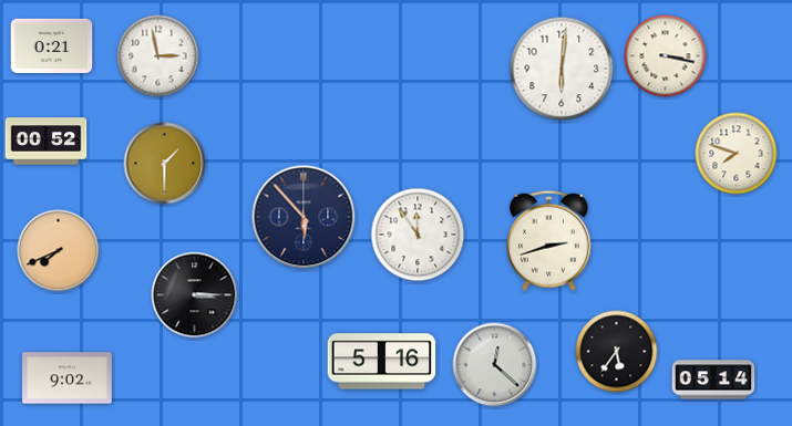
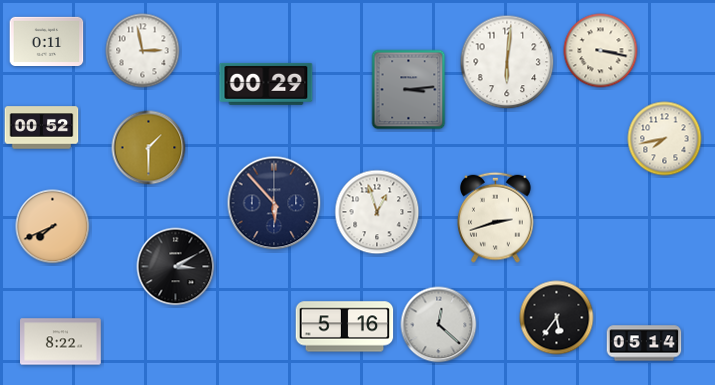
clock at (52, 45): 0:21 -> 0:11
clock at (266, 84): none -> 00:29
clock at (409, 90): none -> 3:14
clock at (737, 154): 7:48 -> 7:43
clock at (304, 217) position: (304, 217) -> (274, 203)
clock at (418, 235): 11:54 -> 12:57
clock at (195, 295): 3:15 -> 3:10
clock at (495, 365) position: (495, 365) -> (439, 325)
clock at (68, 378): 9:02 -> 8:22
